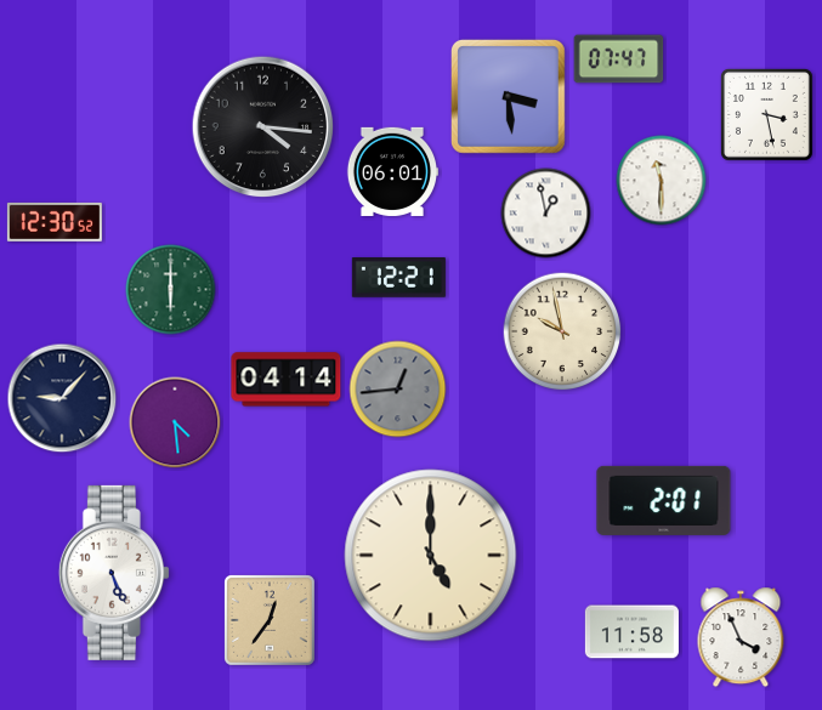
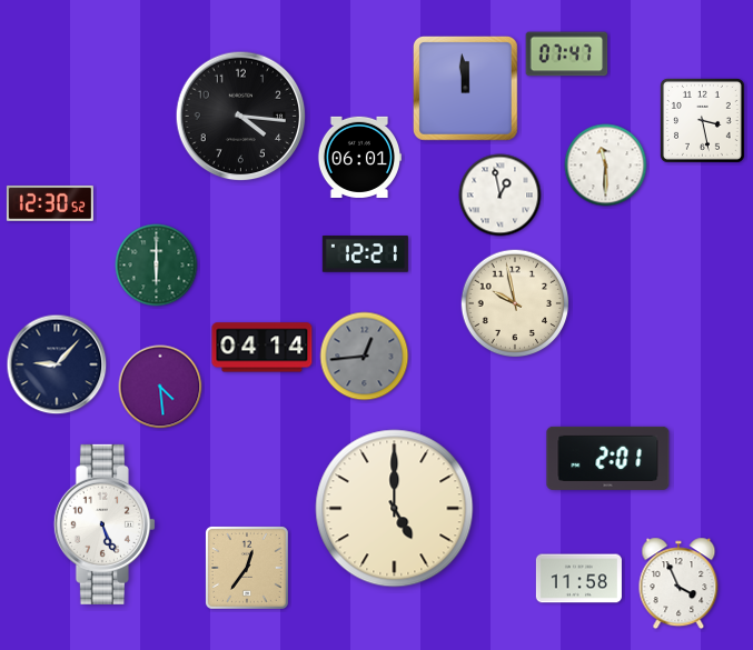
clock at (508, 96): 3:29 -> 11:59
clock at (766, 114) position: (766, 114) -> (702, 120)
